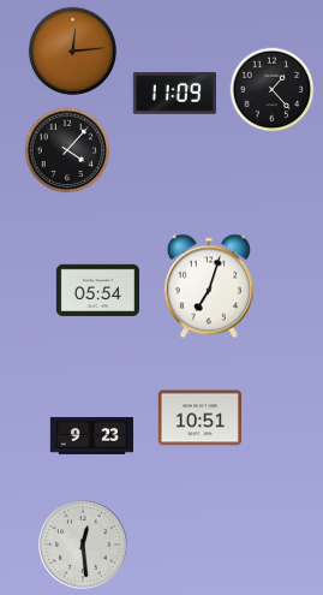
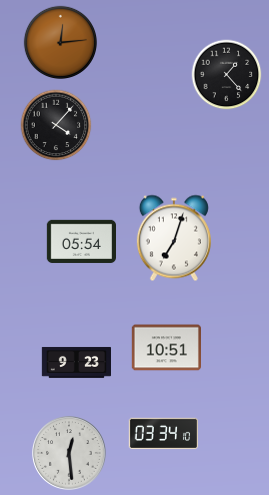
clock at (174, 94): 11:09 -> none
clock at (163, 434): none -> 03:34
